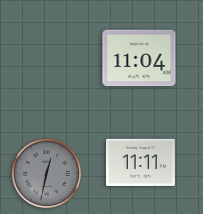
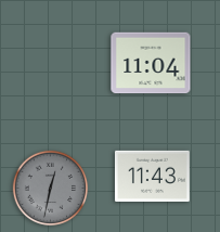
clock at (140, 162): 11:11 -> 11:43
